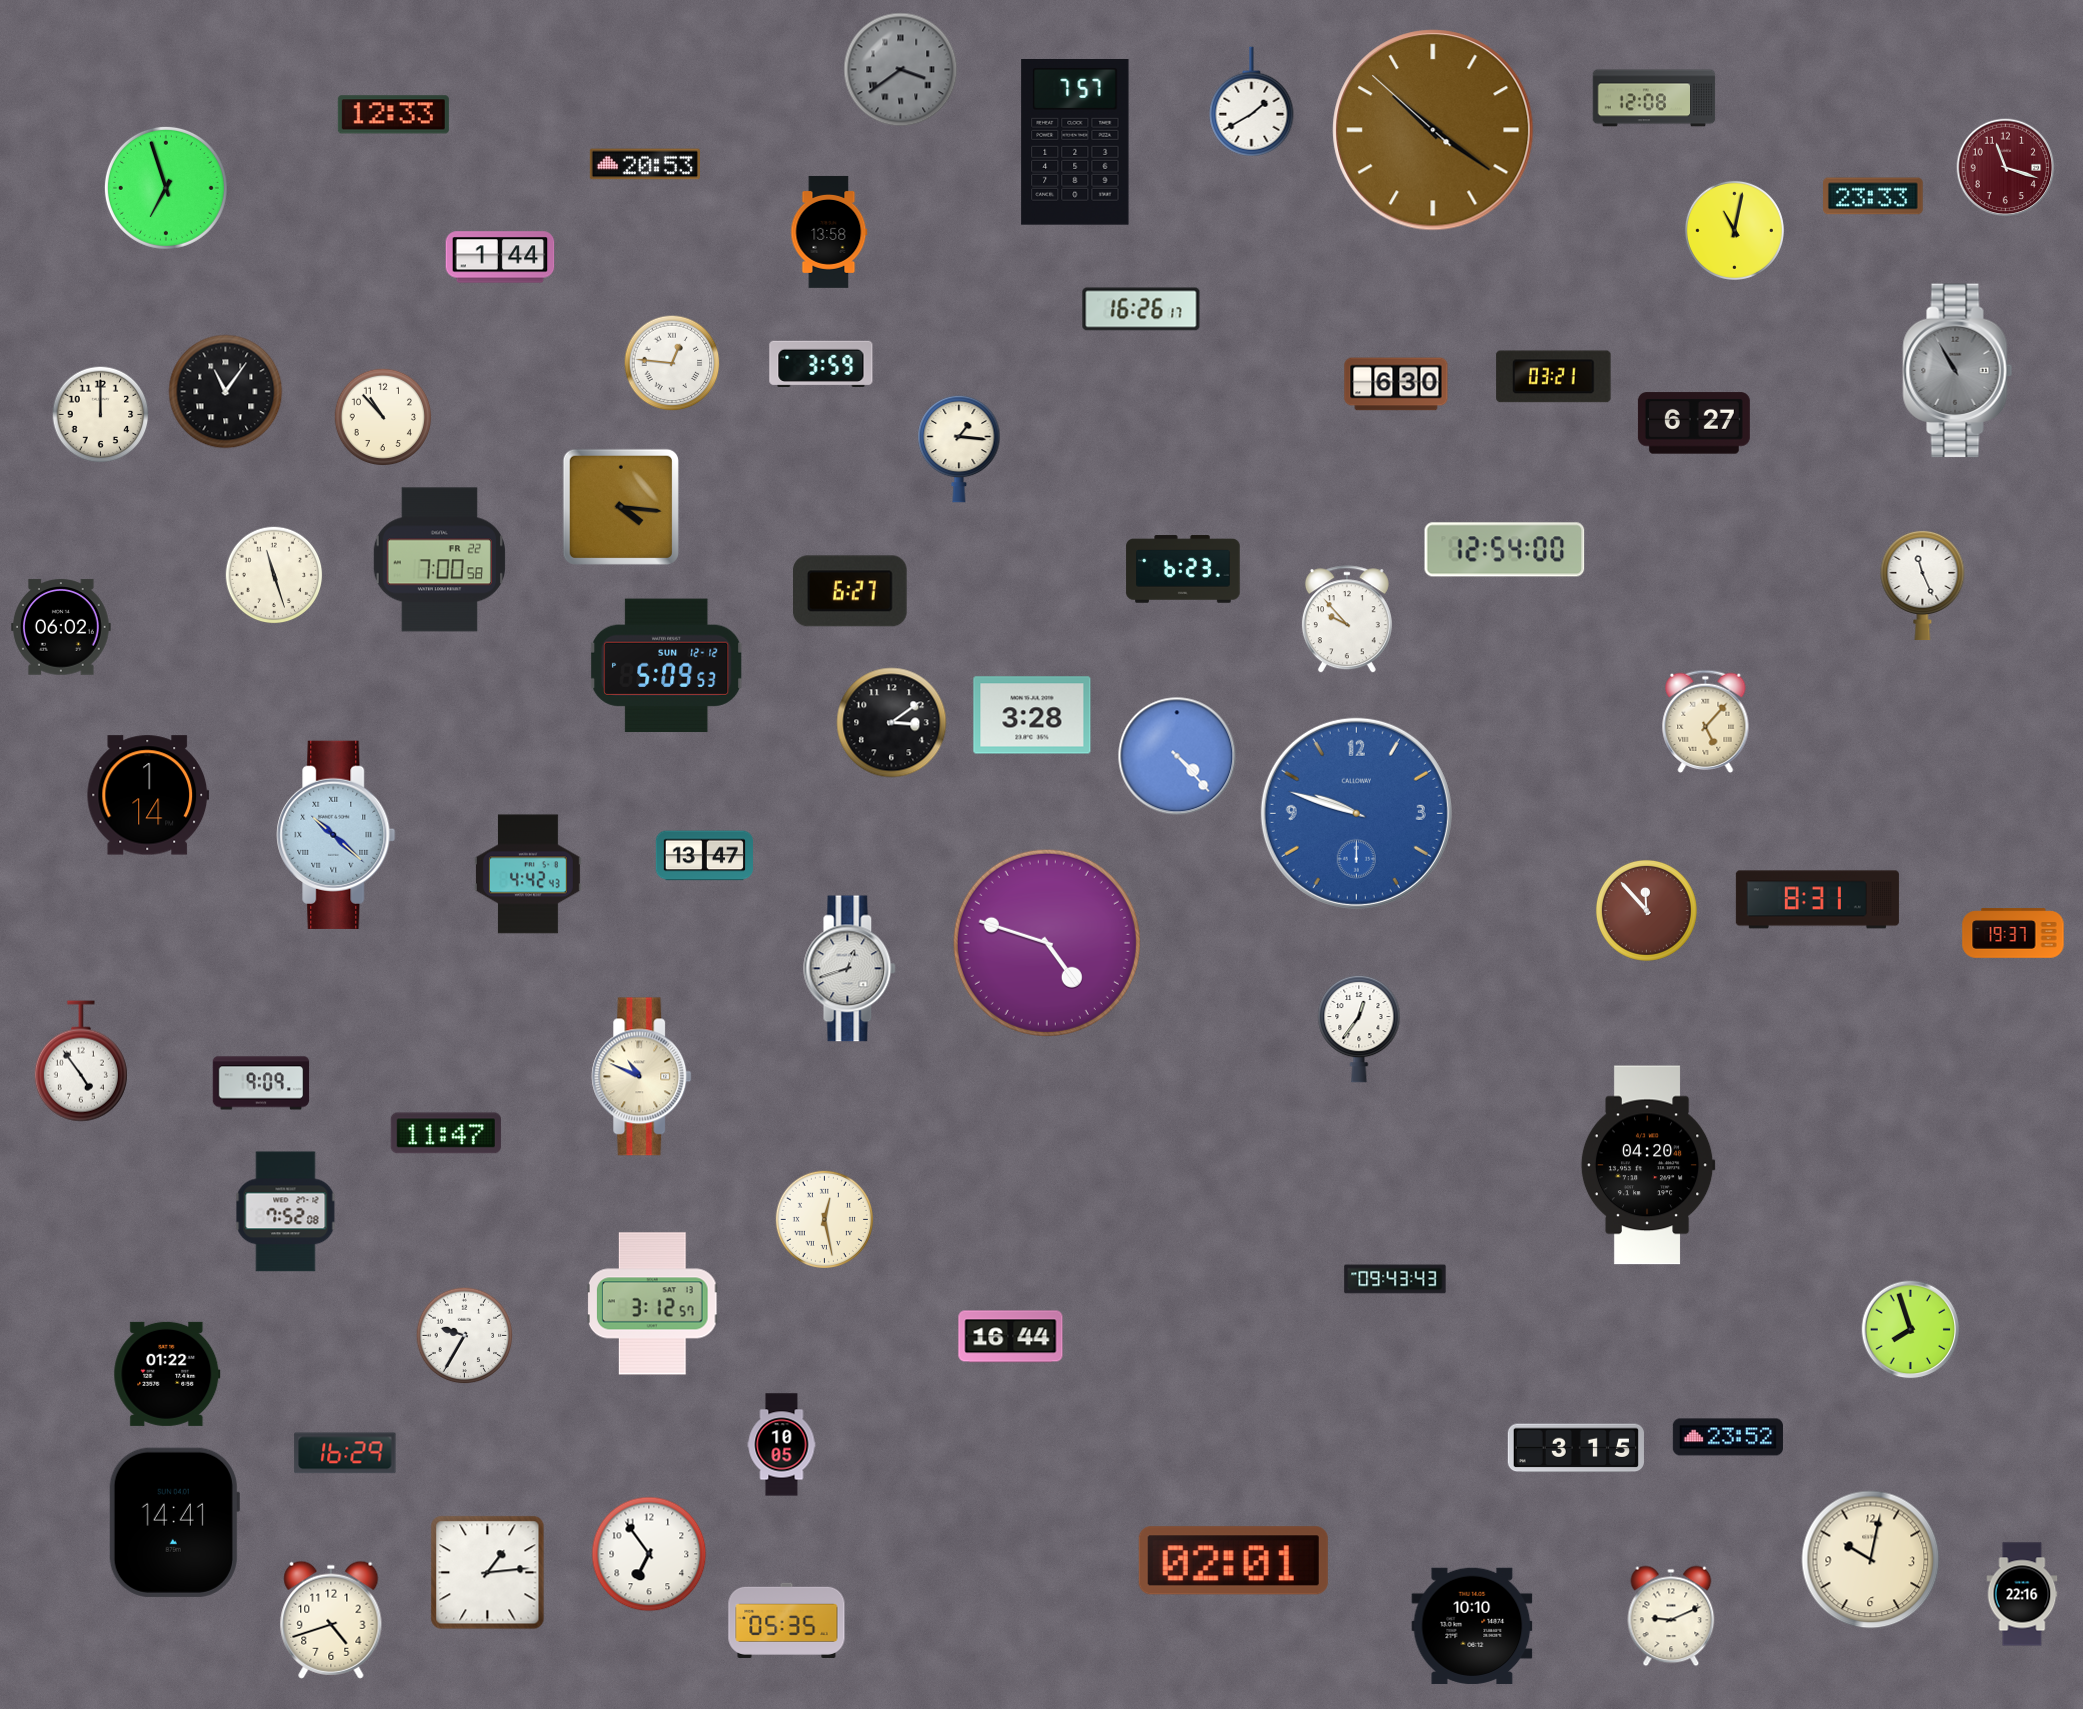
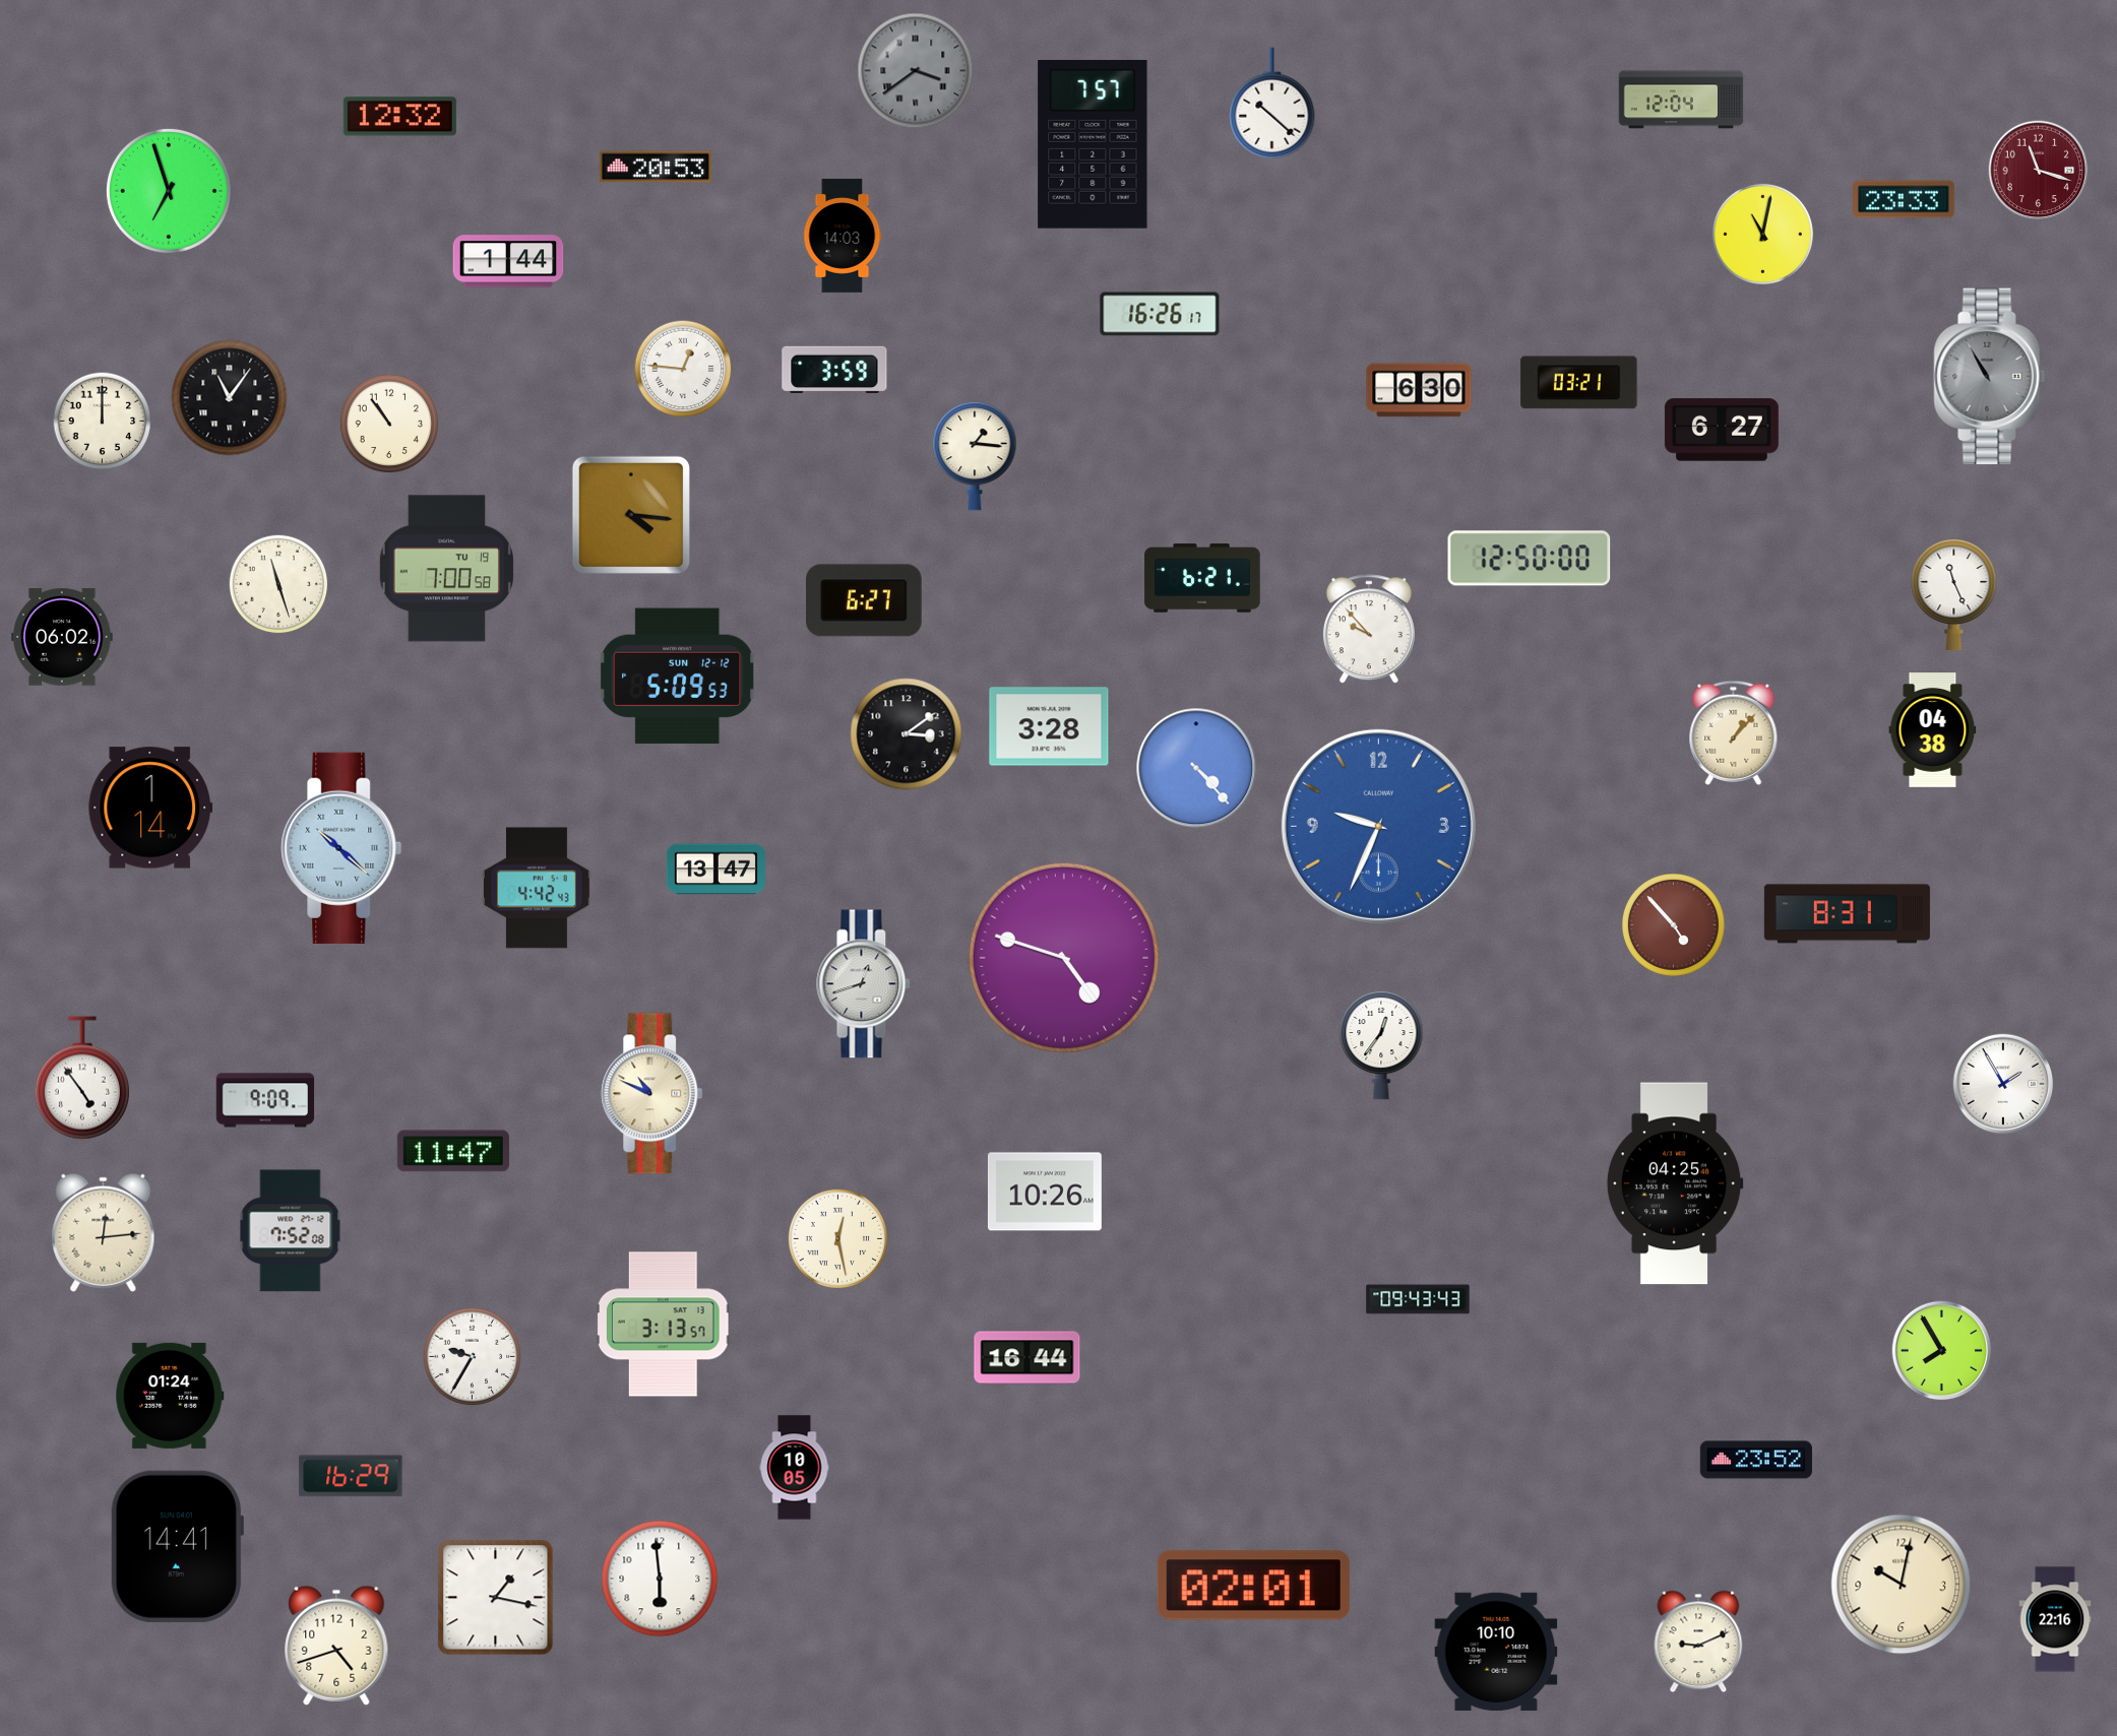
clock at (1654, 98): 12:08 -> 12:04
clock at (1252, 102): 1:40 -> 10:22
clock at (393, 115): 12:33 -> 12:32
clock at (1433, 130): 10:20 -> none
clock at (829, 232): 13:58 -> 14:03
clock at (383, 417): 10:53 -> 10:54
clock at (1505, 550): 12:54 -> 12:50
clock at (439, 560) date: FR 22 -> TU 19
clock at (1183, 569): 6:23 -> 6:21
clock at (1933, 730): none -> 04:38
clock at (1706, 721): 5:07 -> 1:07
clock at (1356, 813): 9:48 -> 9:34
clock at (1646, 910): 11:53 -> 4:53
clock at (2013, 933): 19:37 -> none
clock at (2003, 1084): none -> 1:55
clock at (1648, 1165): 04:20 -> 04:25
clock at (1045, 1192): none -> 10:26
clock at (104, 1232): none -> 12:14
clock at (652, 1304): 3:12 -> 3:13
clock at (1911, 1330): 7:57 -> 7:55
clock at (167, 1374): 01:22 -> 01:24
clock at (1576, 1448): 3:15 -> none
clock at (649, 1554): 6:54 -> 5:59
clock at (488, 1573): 1:14 -> 1:17
clock at (787, 1620): 05:35 -> none
